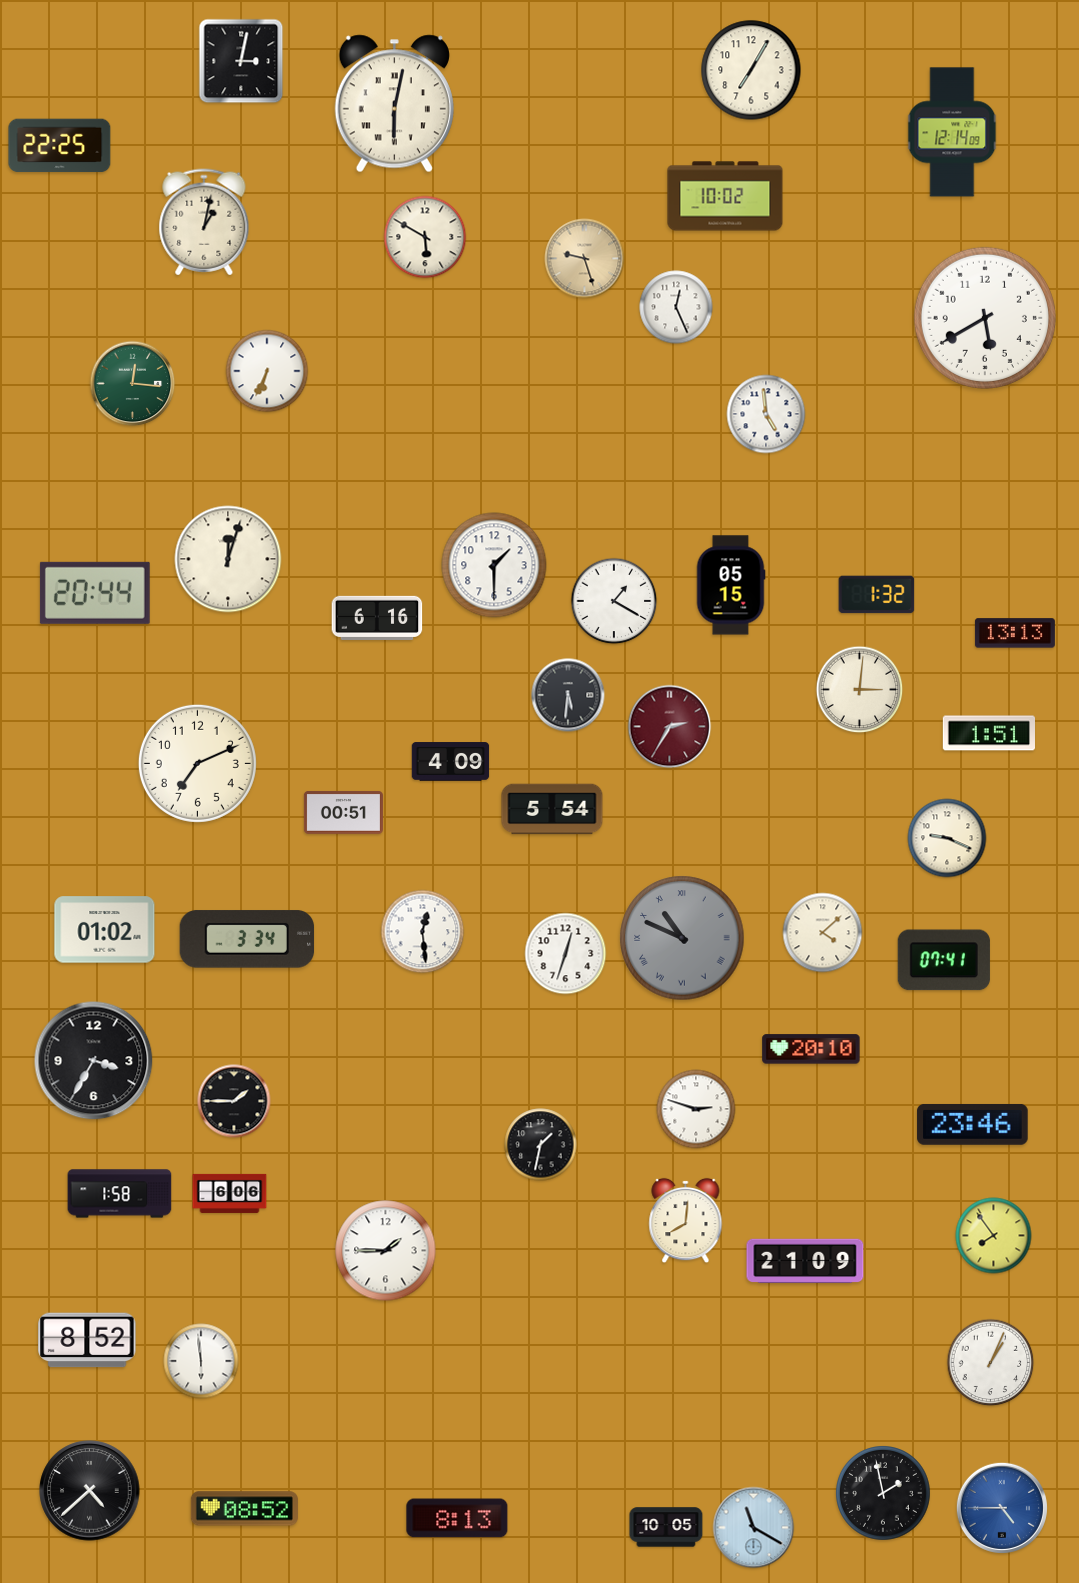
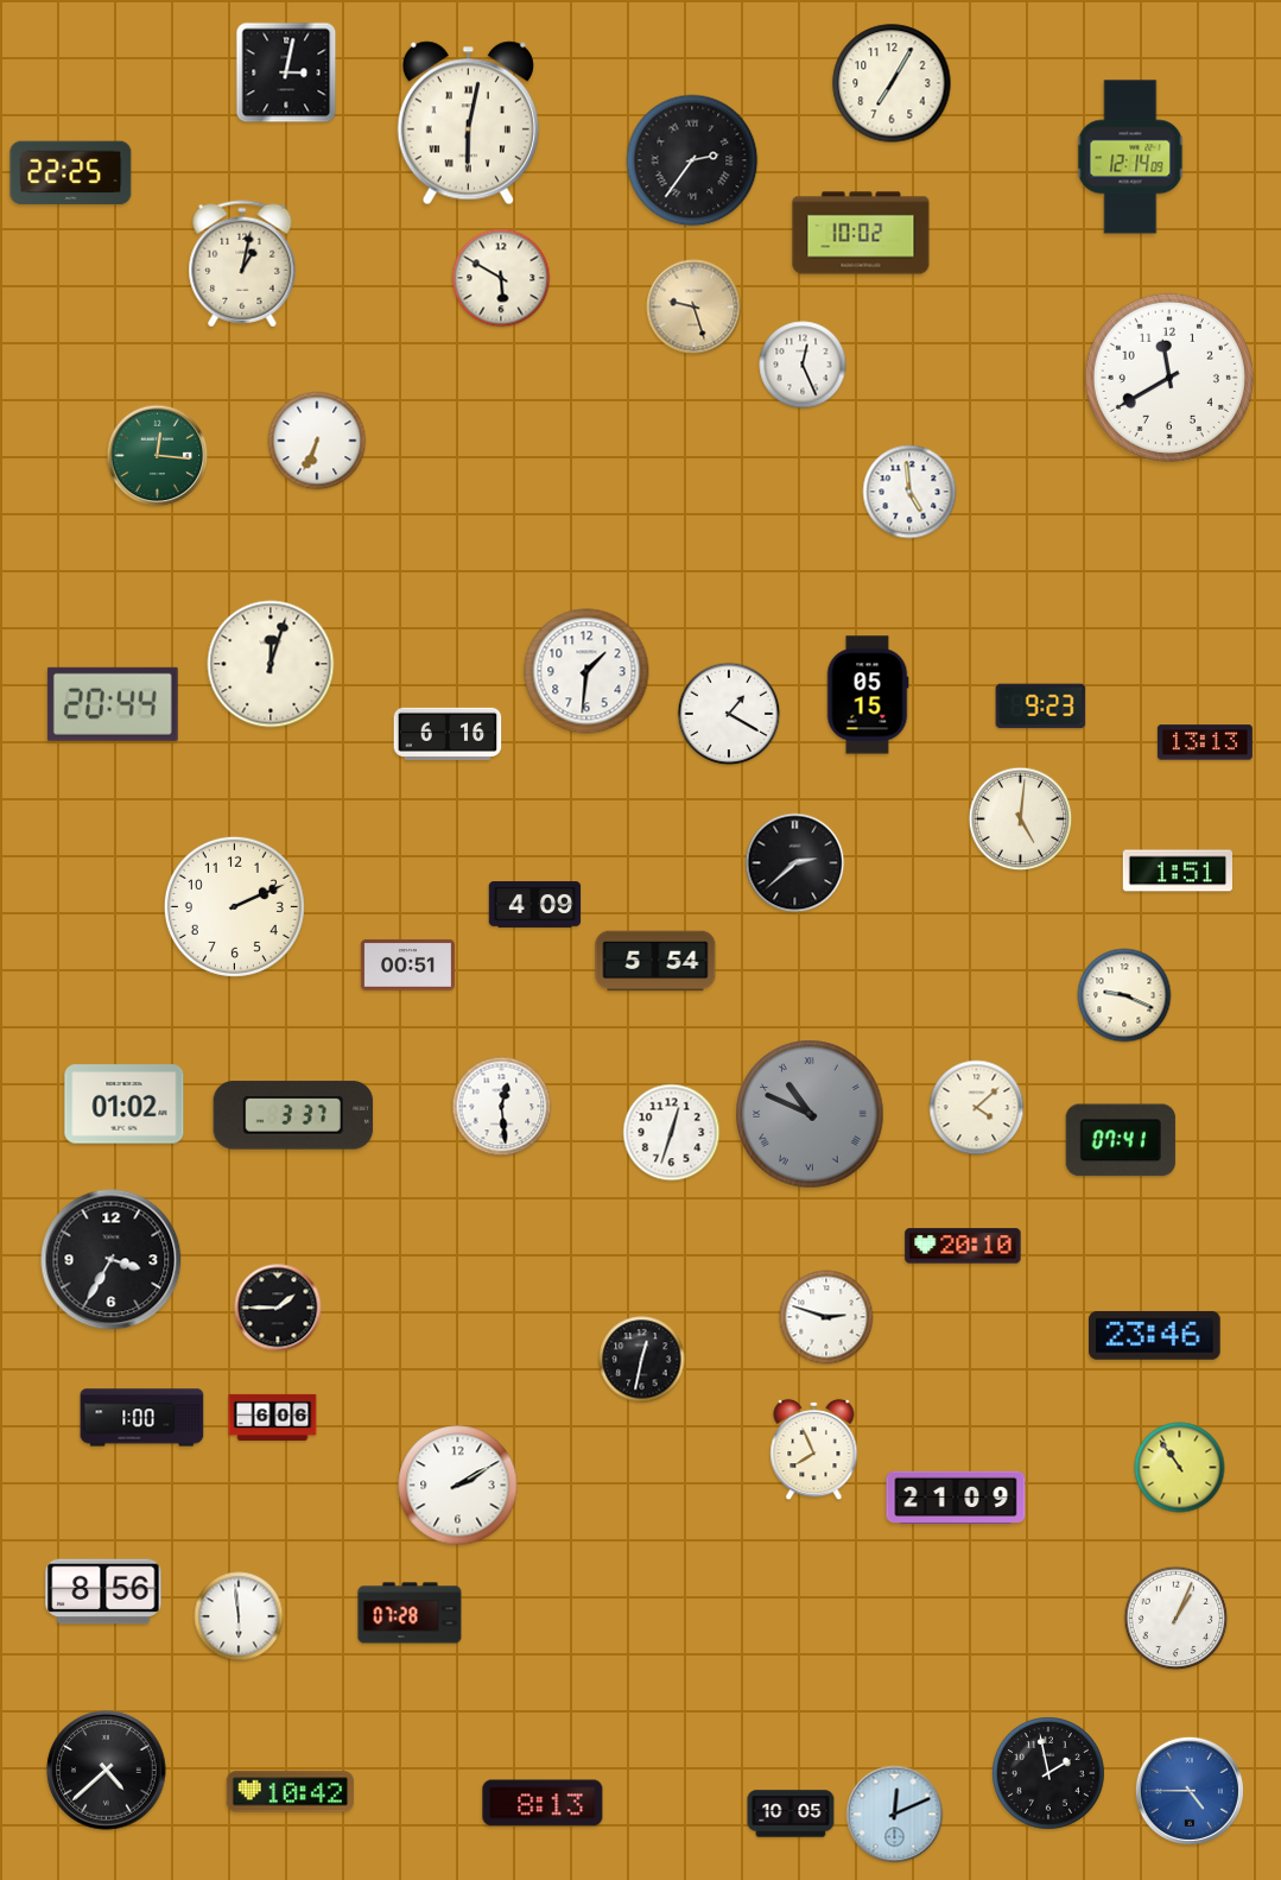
clock at (692, 160): none -> 2:36
clock at (425, 237) position: (425, 237) -> (501, 278)
clock at (985, 318): 5:40 -> 11:40
clock at (494, 565): 1:30 -> 1:31
clock at (877, 595): 1:32 -> 9:23
clock at (1015, 633) position: (1015, 633) -> (1205, 742)
clock at (860, 690): 3:01 -> 5:01
clock at (568, 695): 5:31 -> none
clock at (670, 727): 2:35 -> 2:38
clock at (670, 727) dial: burgundy -> black
clock at (988, 733) position: (988, 733) -> (1177, 871)
clock at (197, 763): 7:11 -> 2:11
clock at (247, 939): 3:34 -> 3:37
clock at (541, 1145): 1:32 -> 12:32
clock at (120, 1194): 1:58 -> 1:00
clock at (686, 1221): 8:01 -> 7:56
clock at (994, 1236): 7:54 -> 10:54
clock at (386, 1251): 1:45 -> 2:10
clock at (87, 1340): 8:52 -> 8:56
clock at (410, 1613): none -> 07:28
clock at (244, 1509): 08:52 -> 10:42
clock at (754, 1528): 11:20 -> 12:11
